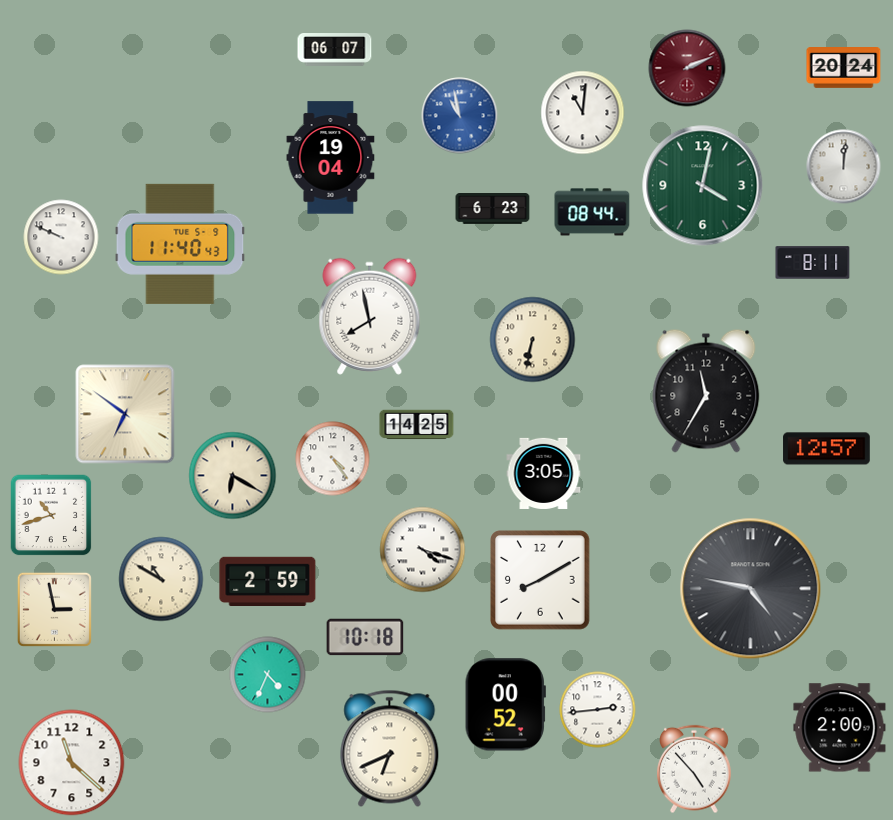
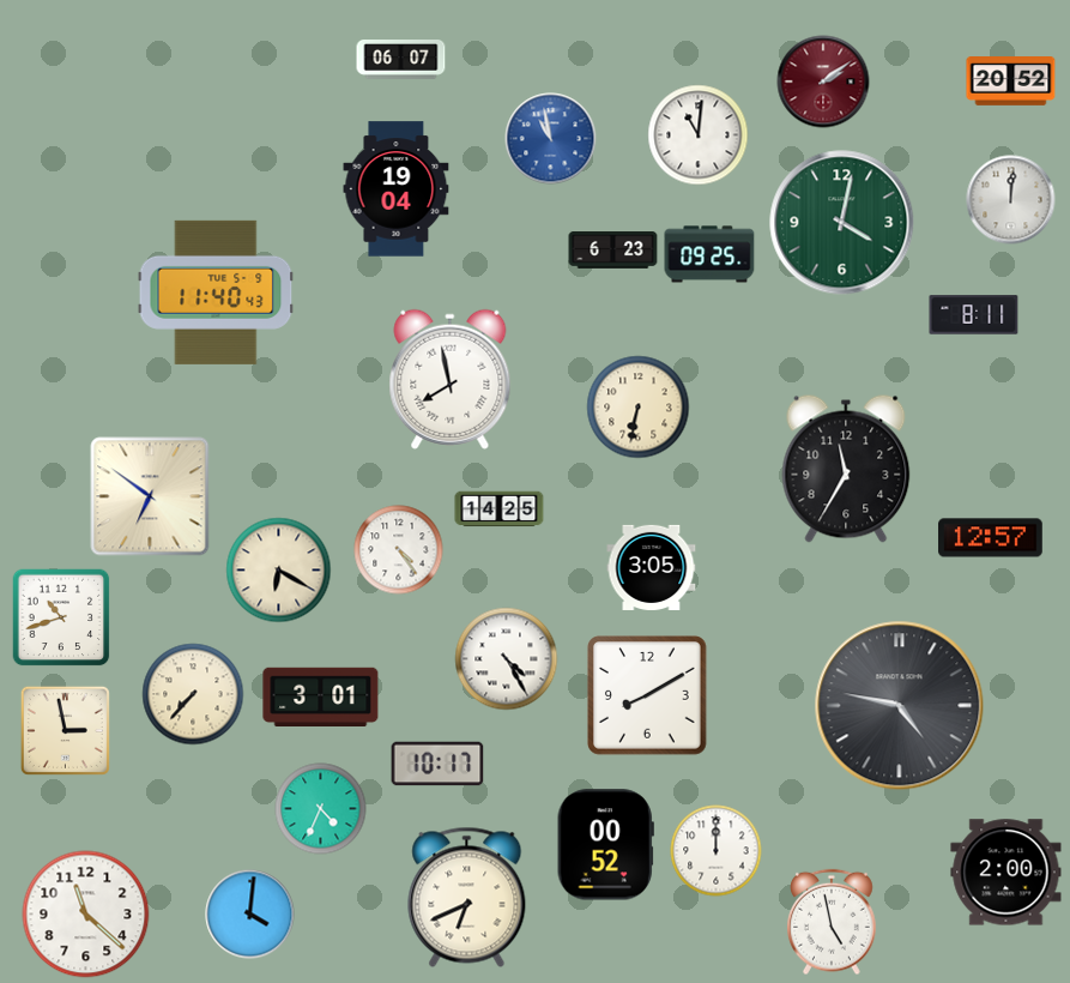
clock at (687, 68): 2:11 -> 2:09
clock at (844, 68): 20:24 -> 20:52
clock at (493, 209) position: (493, 209) -> (613, 251)
clock at (592, 212): 08:44 -> 09:25
clock at (61, 237): 9:49 -> none
clock at (370, 316) position: (370, 316) -> (451, 379)
clock at (423, 550): 4:18 -> 4:25
clock at (161, 579): 10:50 -> 7:37
clock at (268, 582): 2:59 -> 3:01
clock at (365, 637): 10:18 -> 10:17
clock at (598, 710): 2:44 -> 12:00
clock at (250, 915): none -> 4:01
clock at (695, 769): 4:53 -> 4:58
